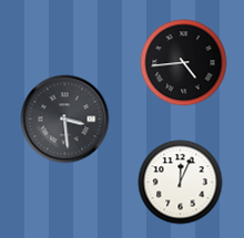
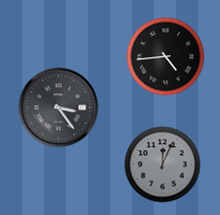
clock at (65, 120): 3:29 -> 3:24
clock at (181, 183) dial: white -> grey
